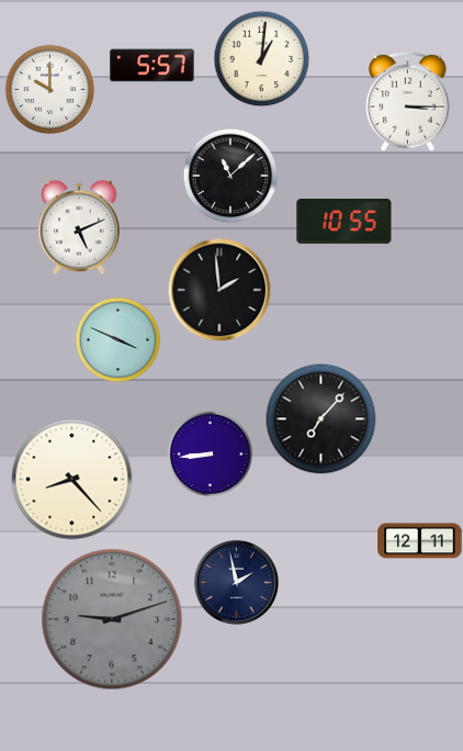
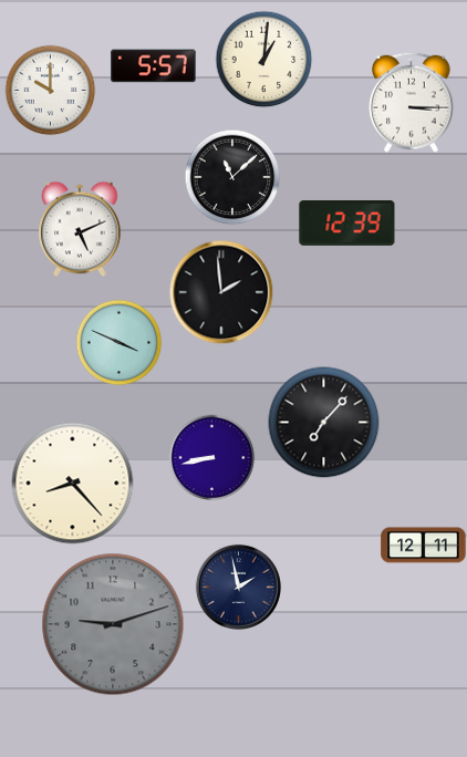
clock at (345, 222): 10:55 -> 12:39
clock at (210, 453): 8:44 -> 8:43
